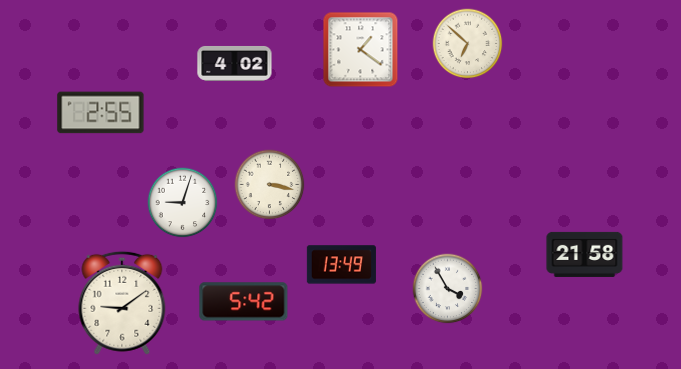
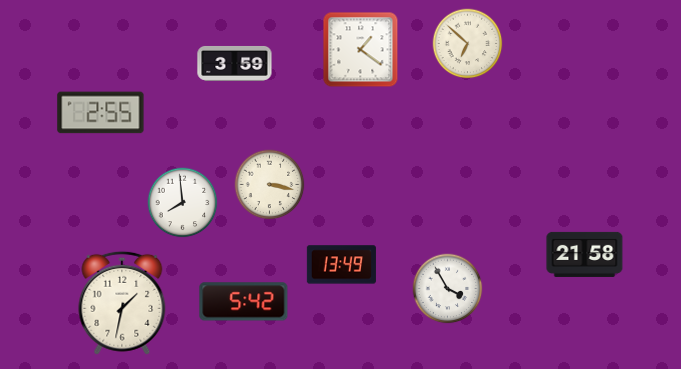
clock at (235, 63): 4:02 -> 3:59
clock at (183, 203): 9:03 -> 7:59
clock at (122, 303): 9:09 -> 1:32
